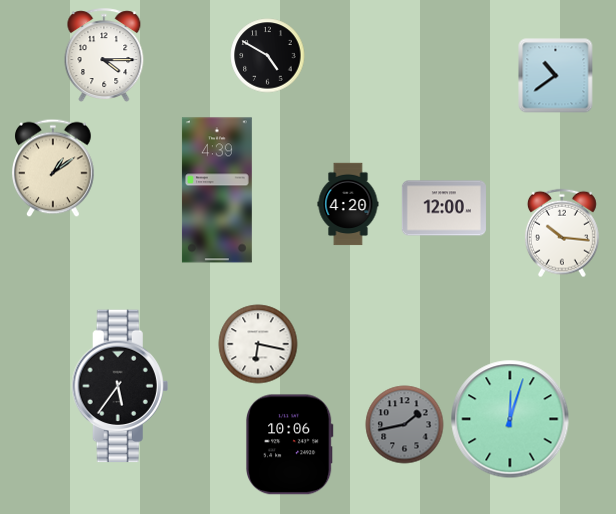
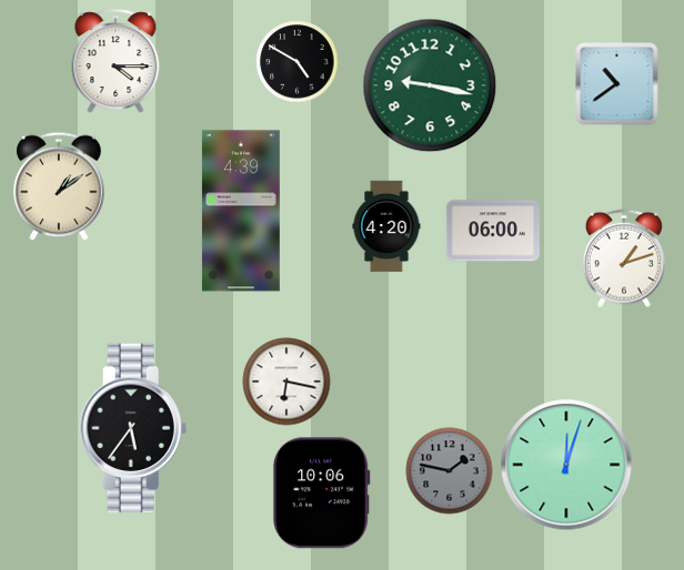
clock at (430, 85): none -> 9:17
clock at (444, 208): 12:00 -> 06:00
clock at (562, 233): 10:16 -> 1:12
clock at (405, 425): 1:43 -> 1:47
